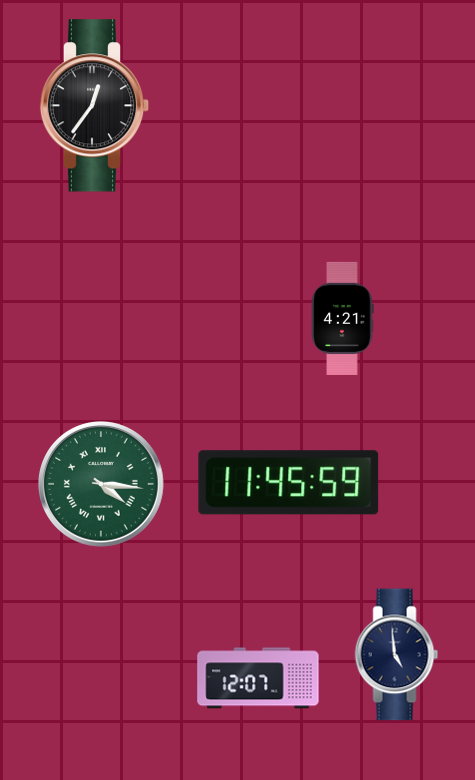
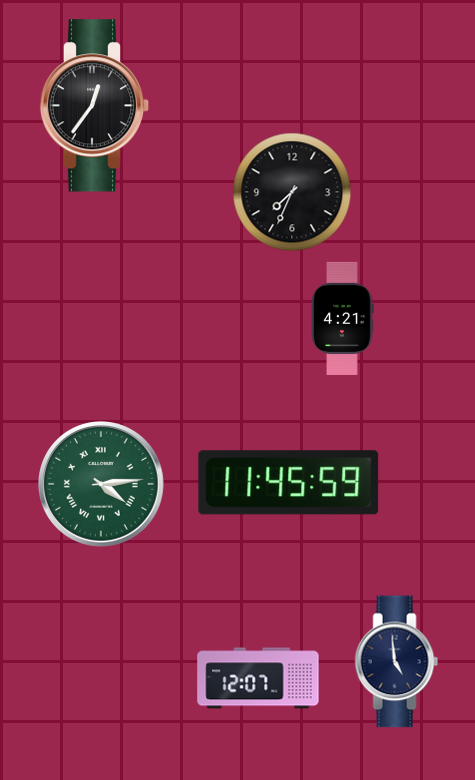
clock at (292, 192): none -> 7:34
clock at (102, 485): 4:16 -> 4:14
clock at (397, 655) position: (397, 655) -> (397, 662)
